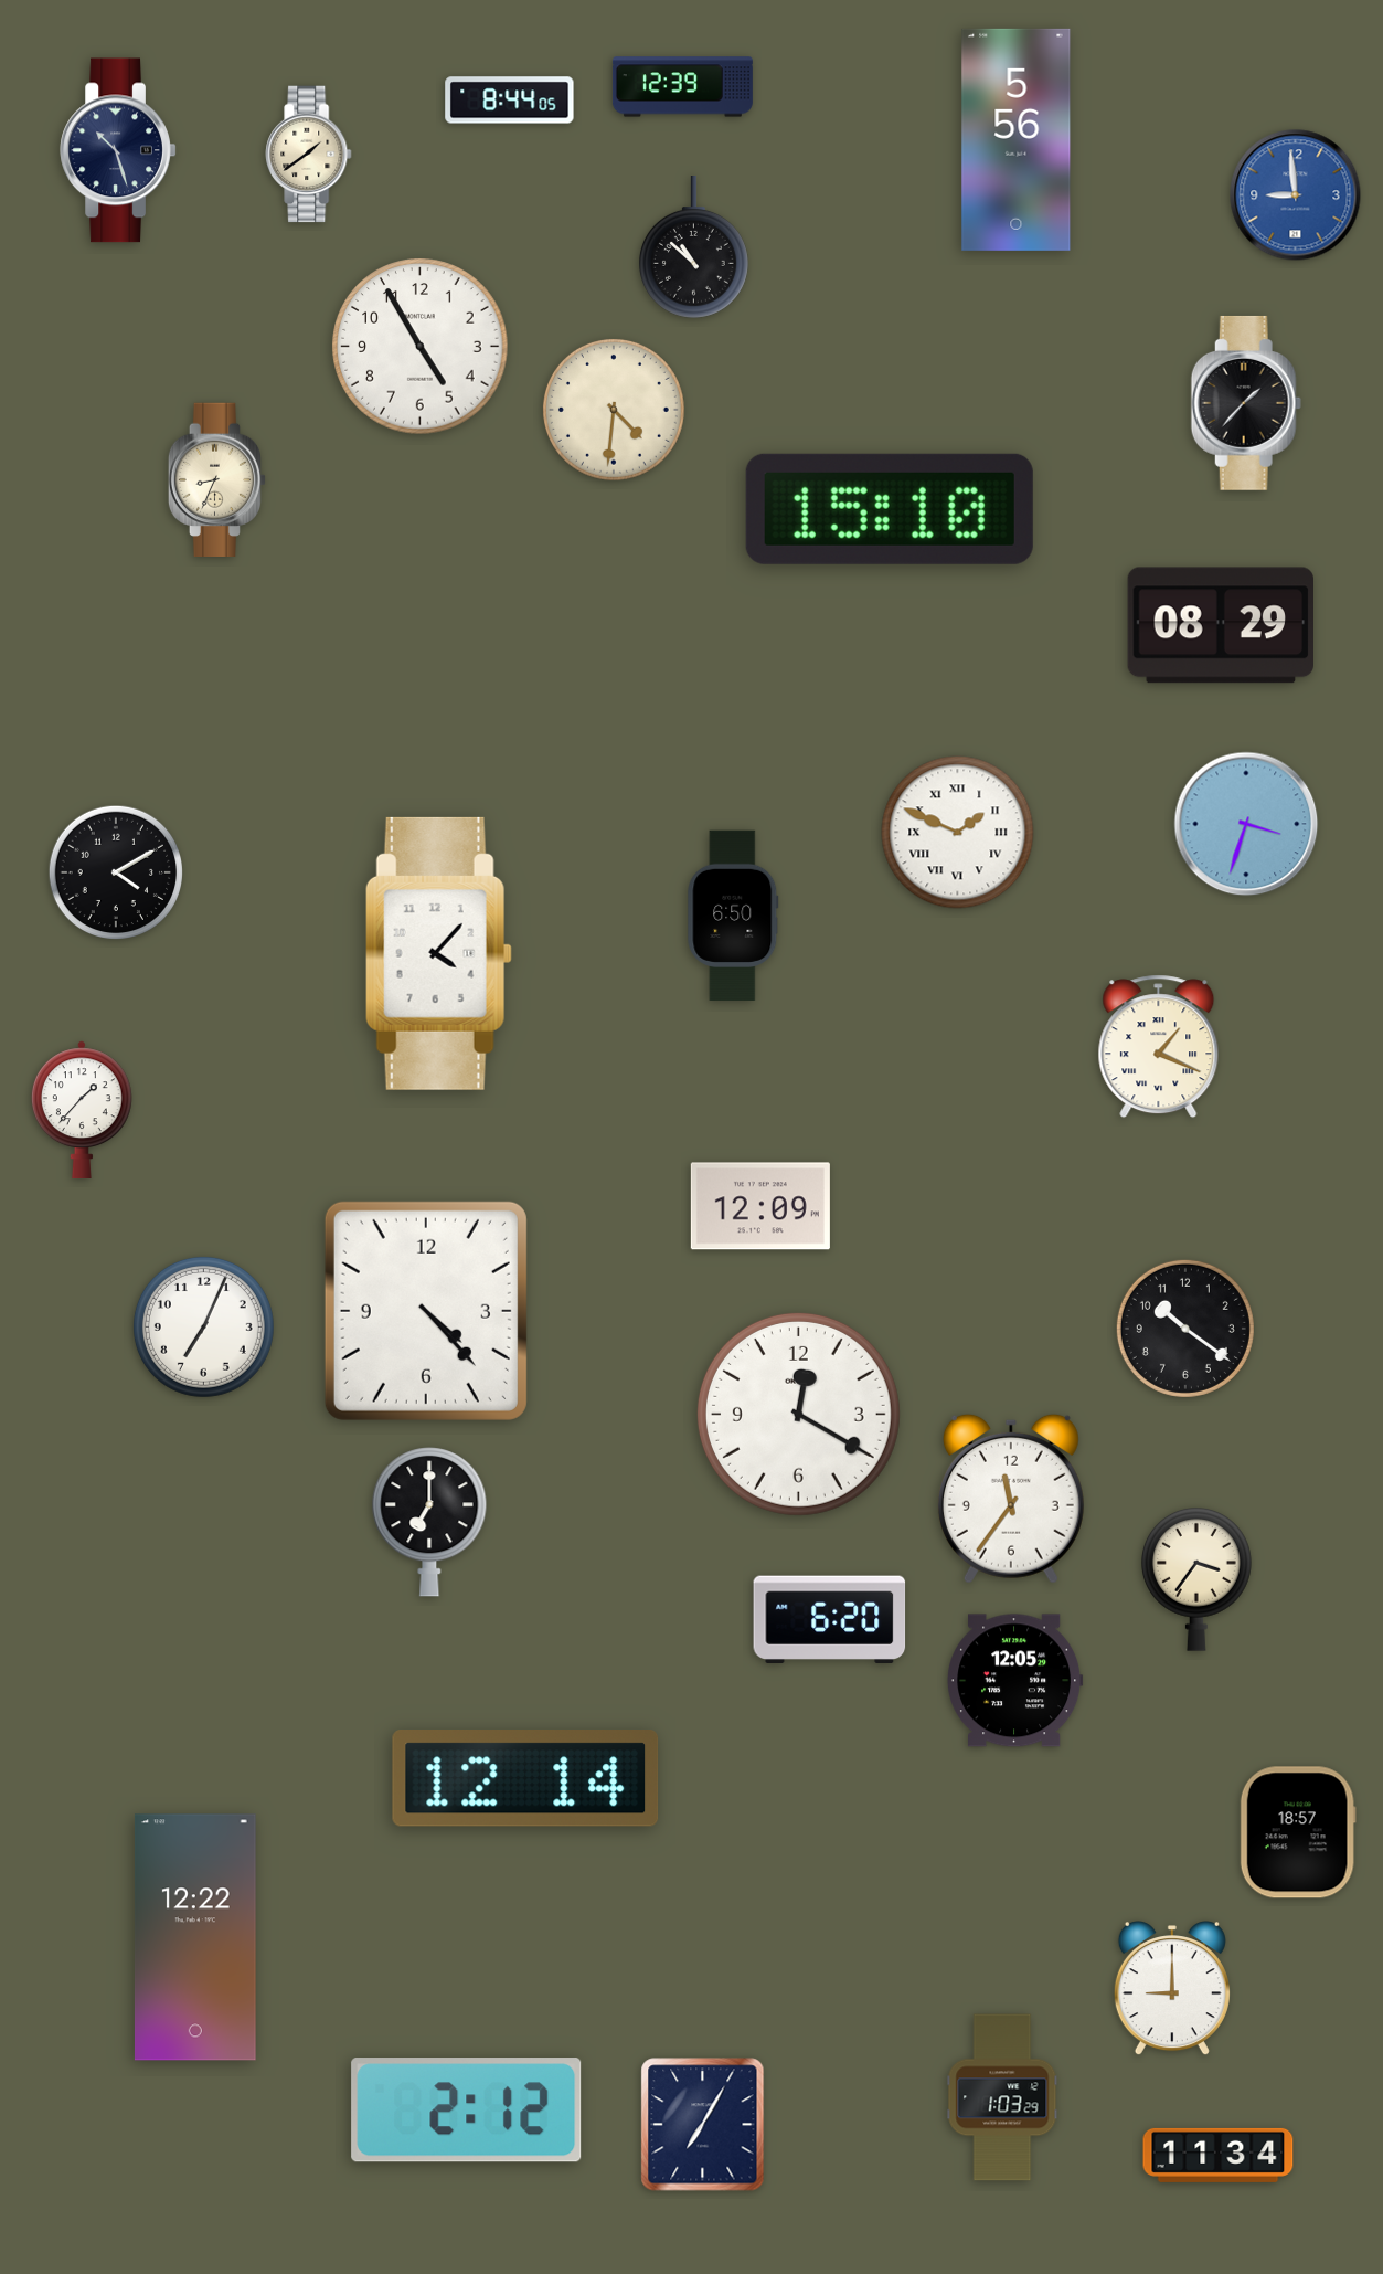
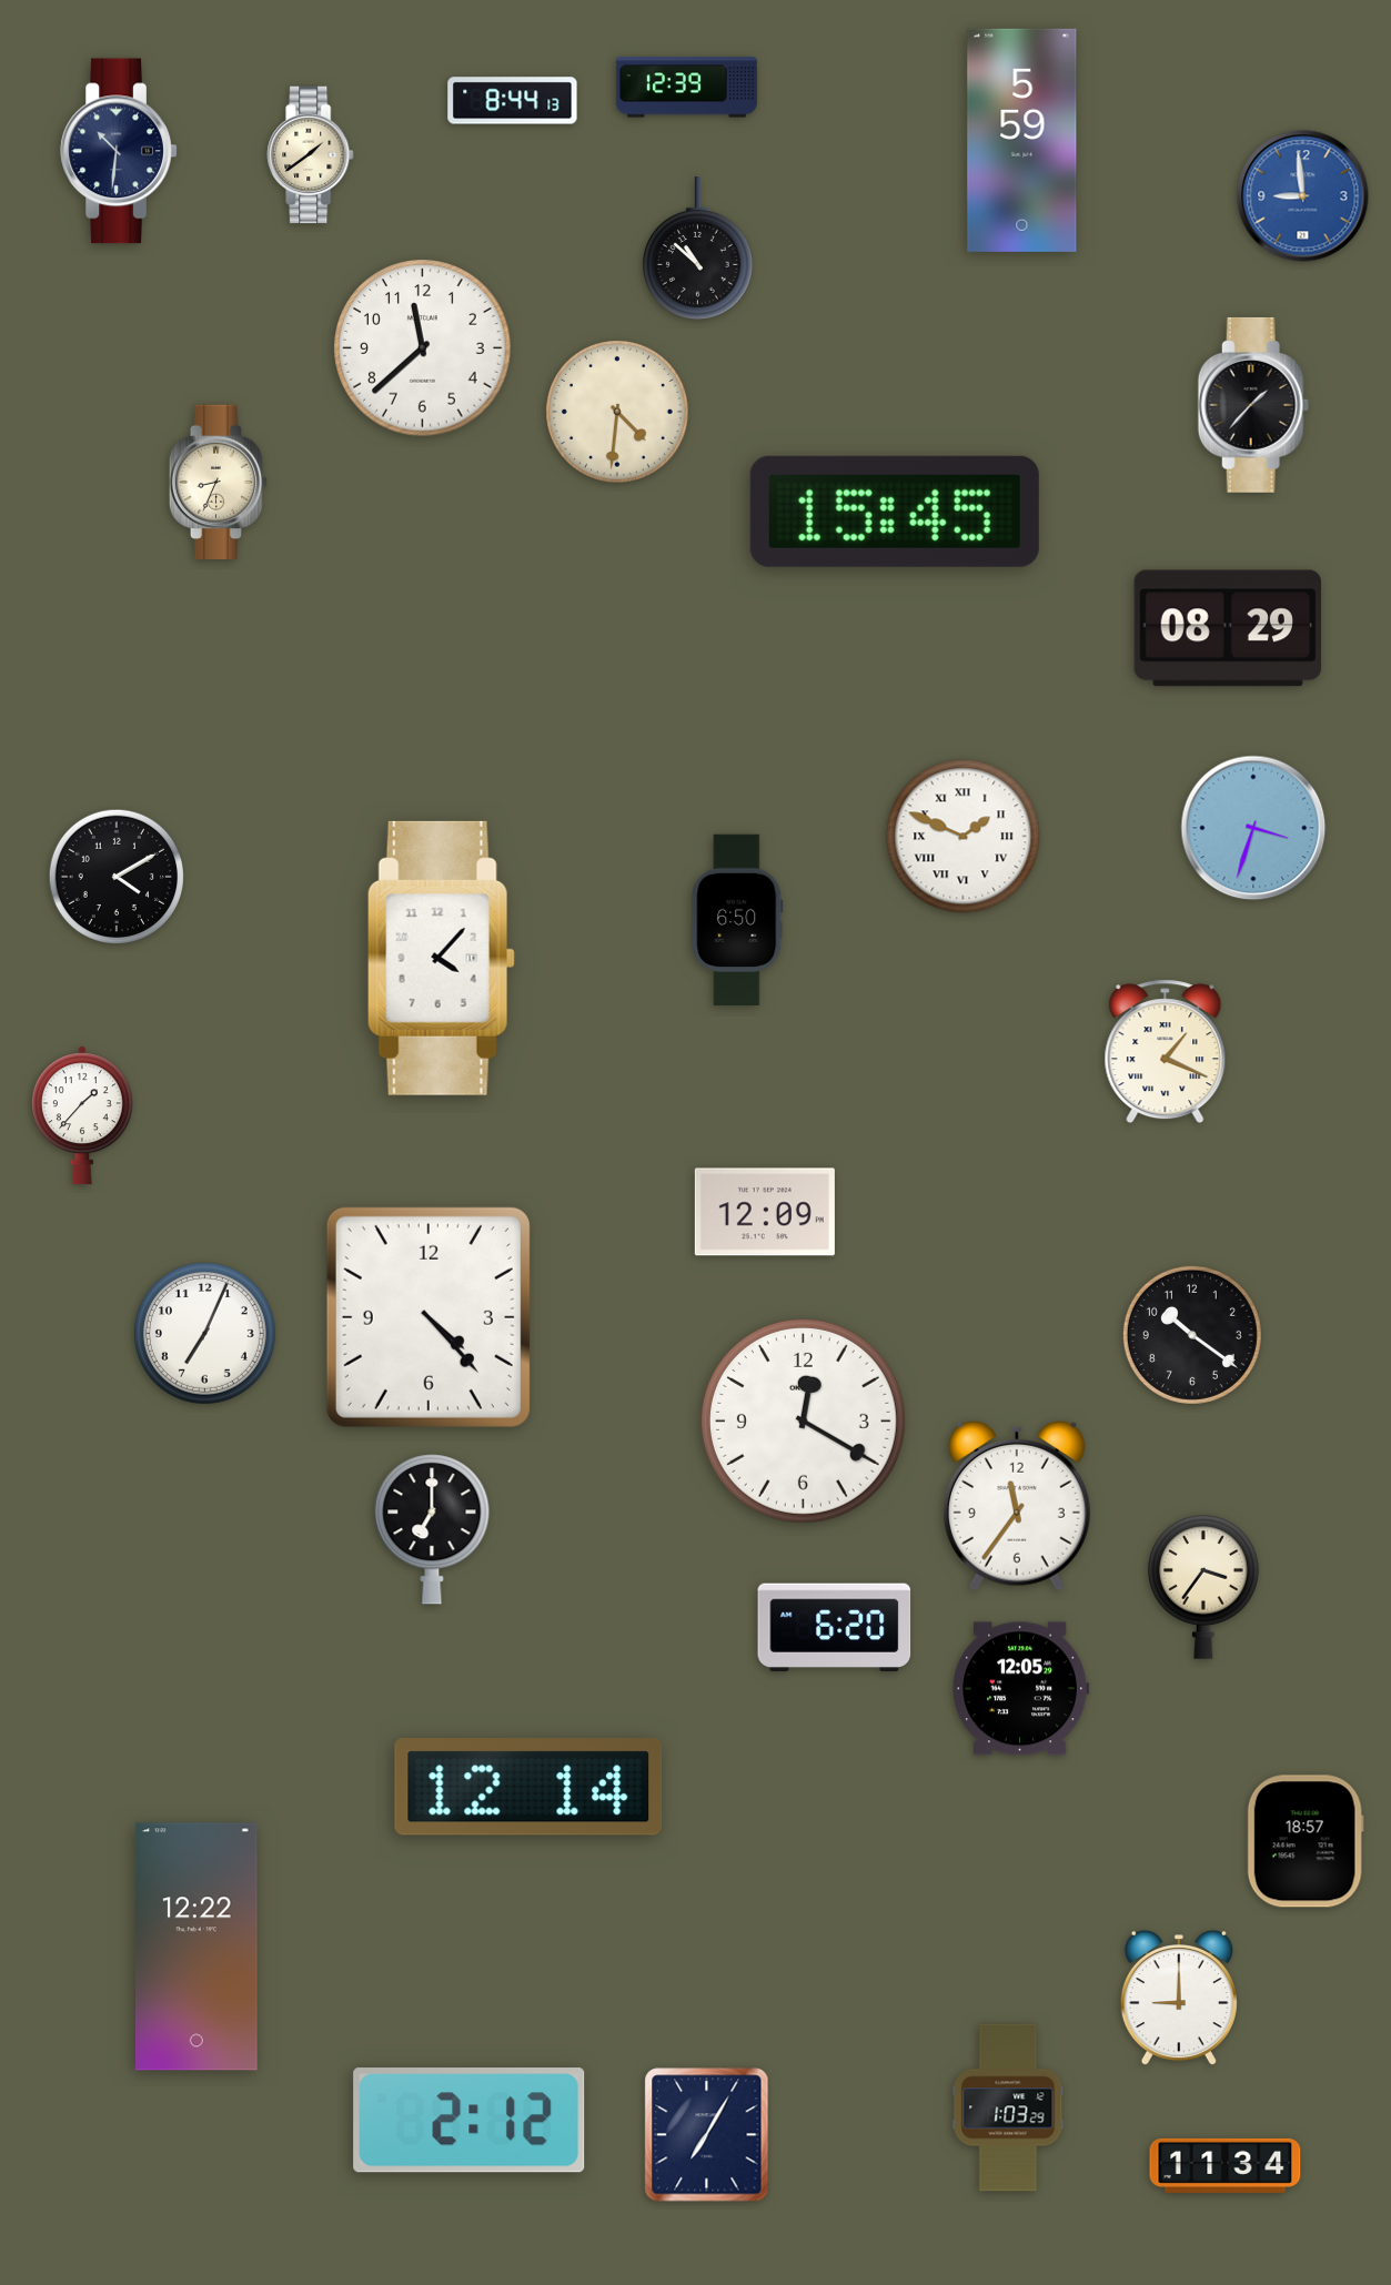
clock at (510, 101): 8:44:05 -> 8:44:13
clock at (1017, 139): 5:56 -> 5:59
clock at (118, 150): 10:27 -> 10:31
clock at (421, 347): 4:55 -> 11:38
clock at (890, 509): 15:10 -> 15:45
